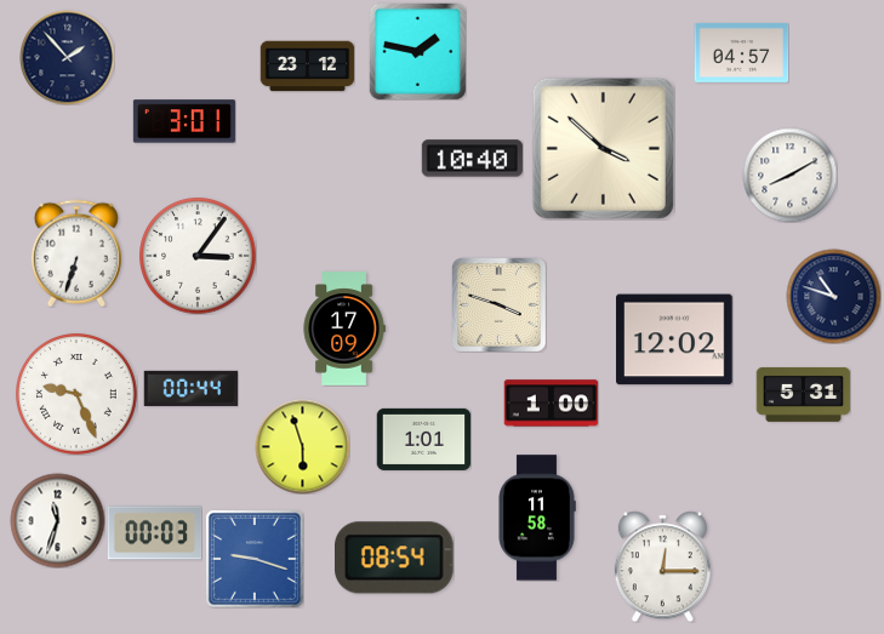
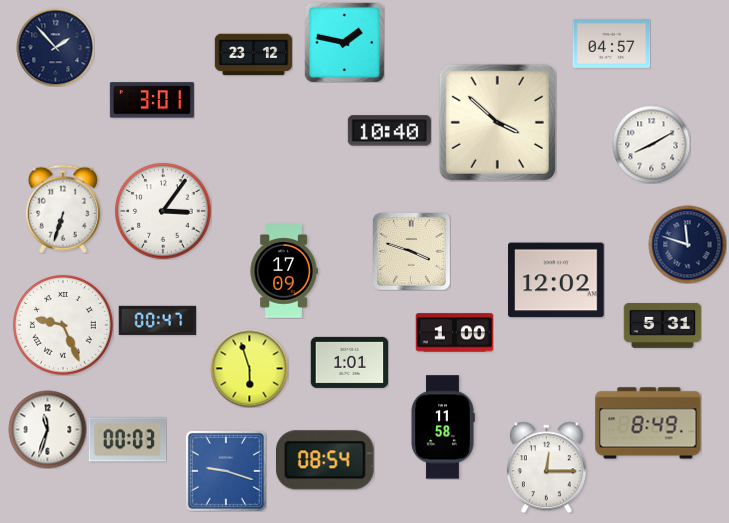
clock at (833, 296): 10:48 -> 11:48
clock at (190, 388): 00:44 -> 00:47
clock at (648, 423): none -> 8:49
clock at (255, 559) position: (255, 559) -> (226, 471)
